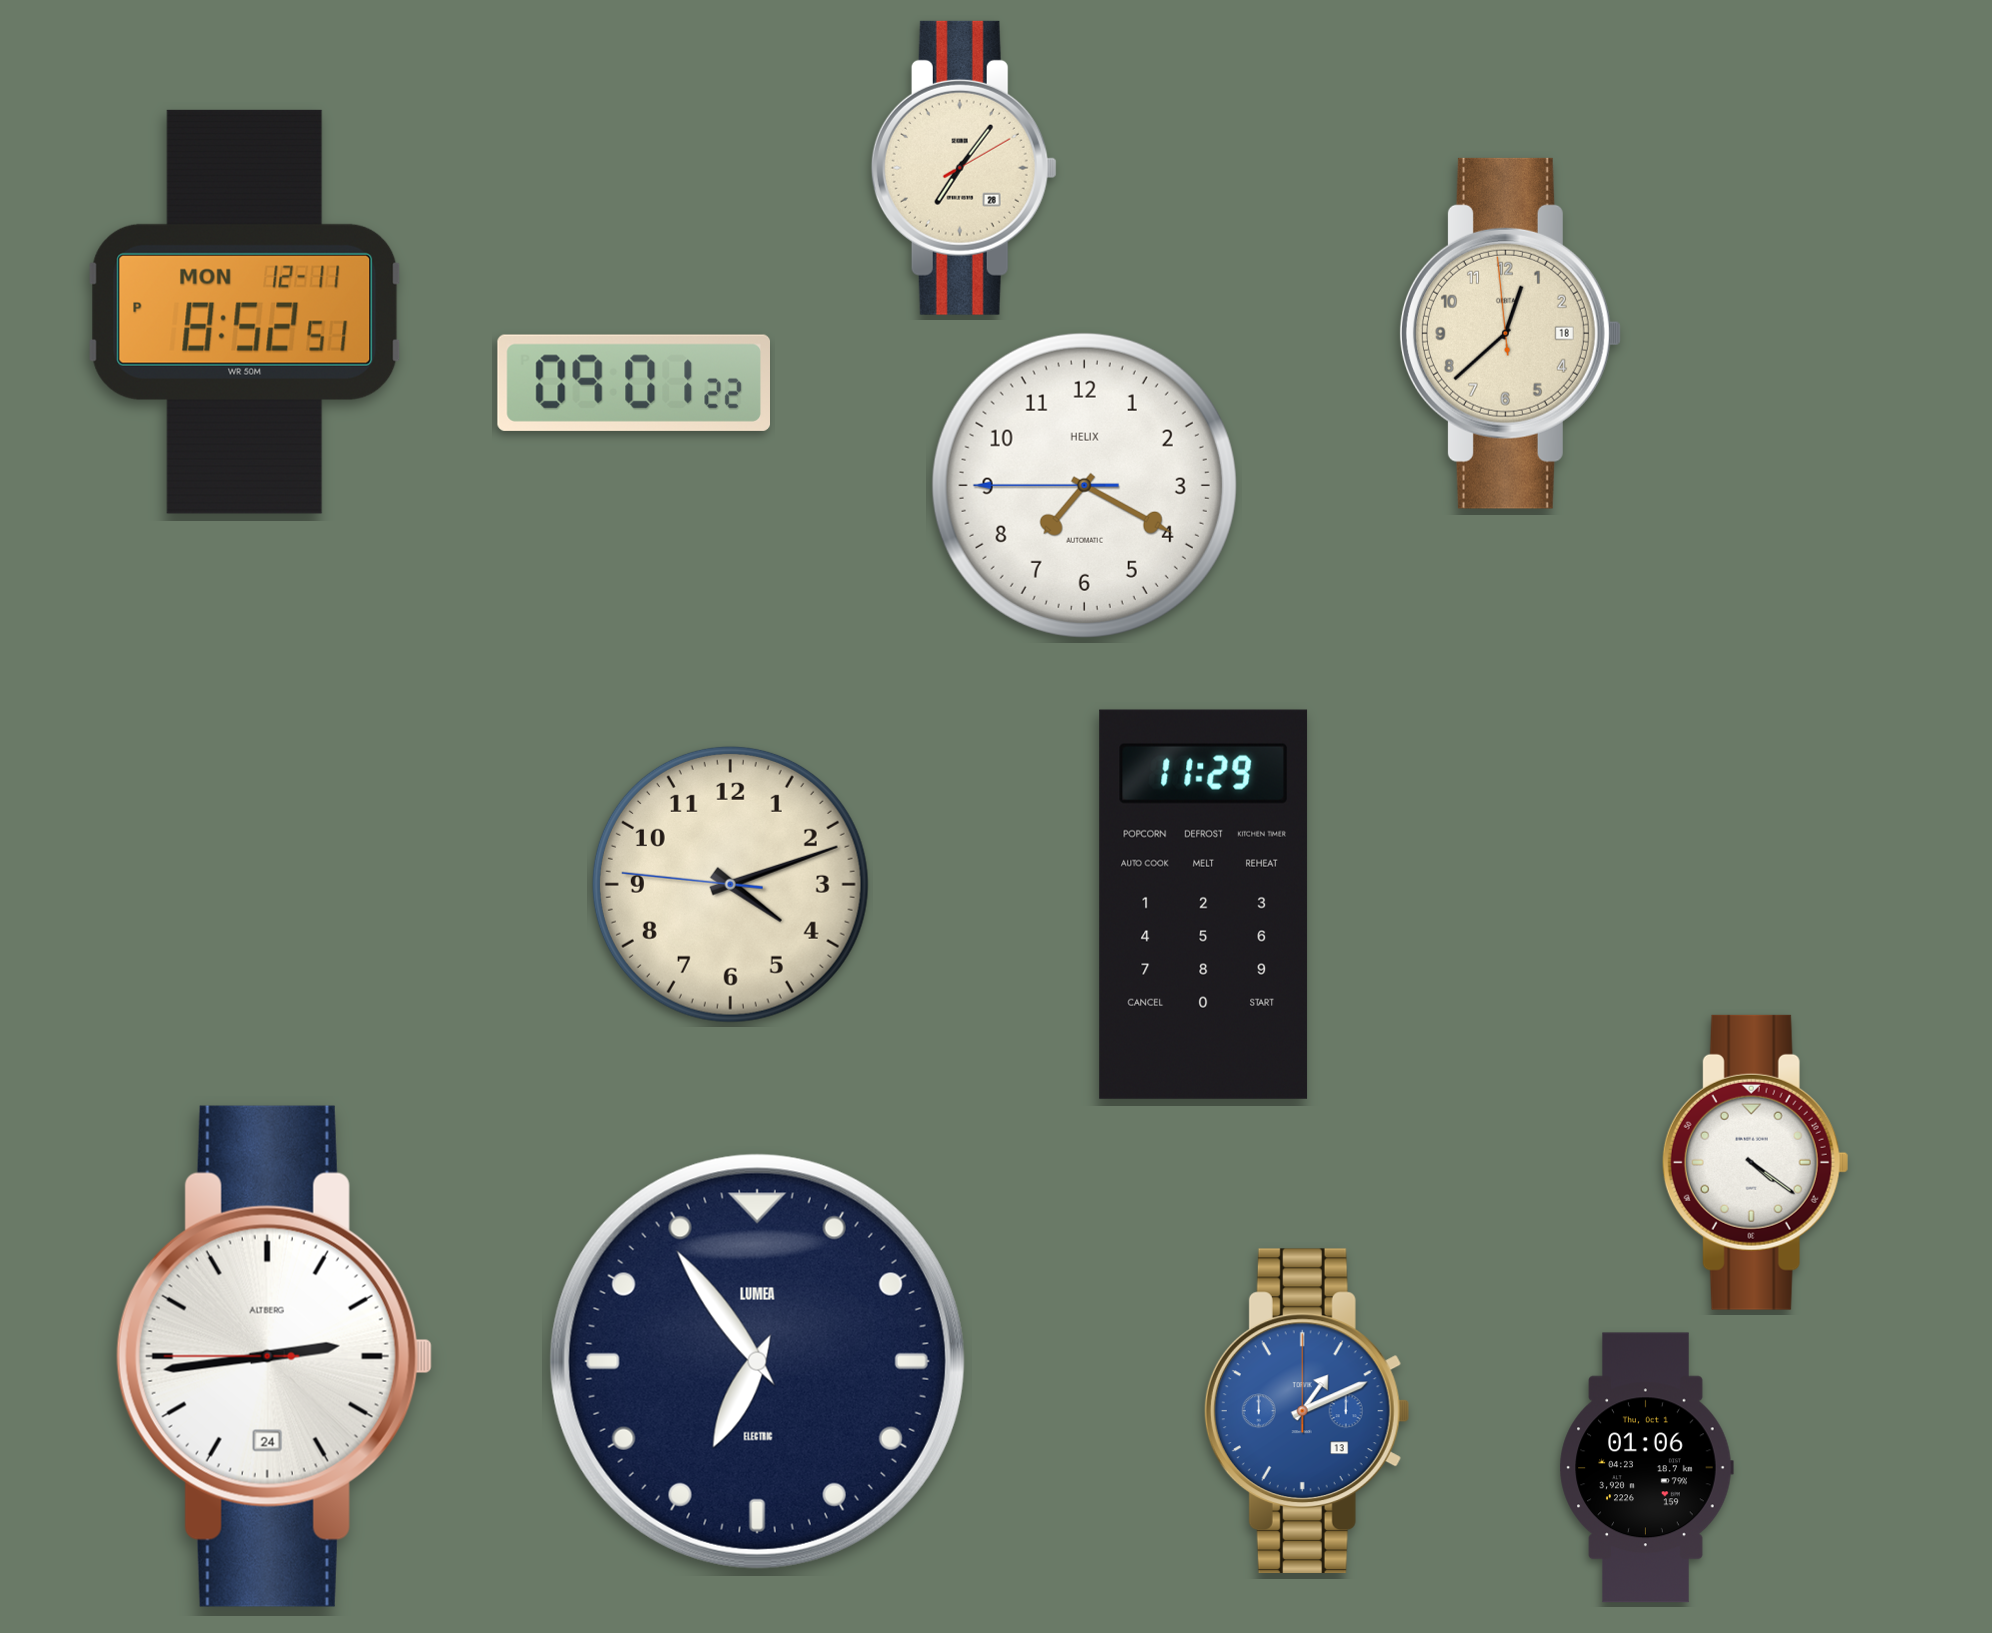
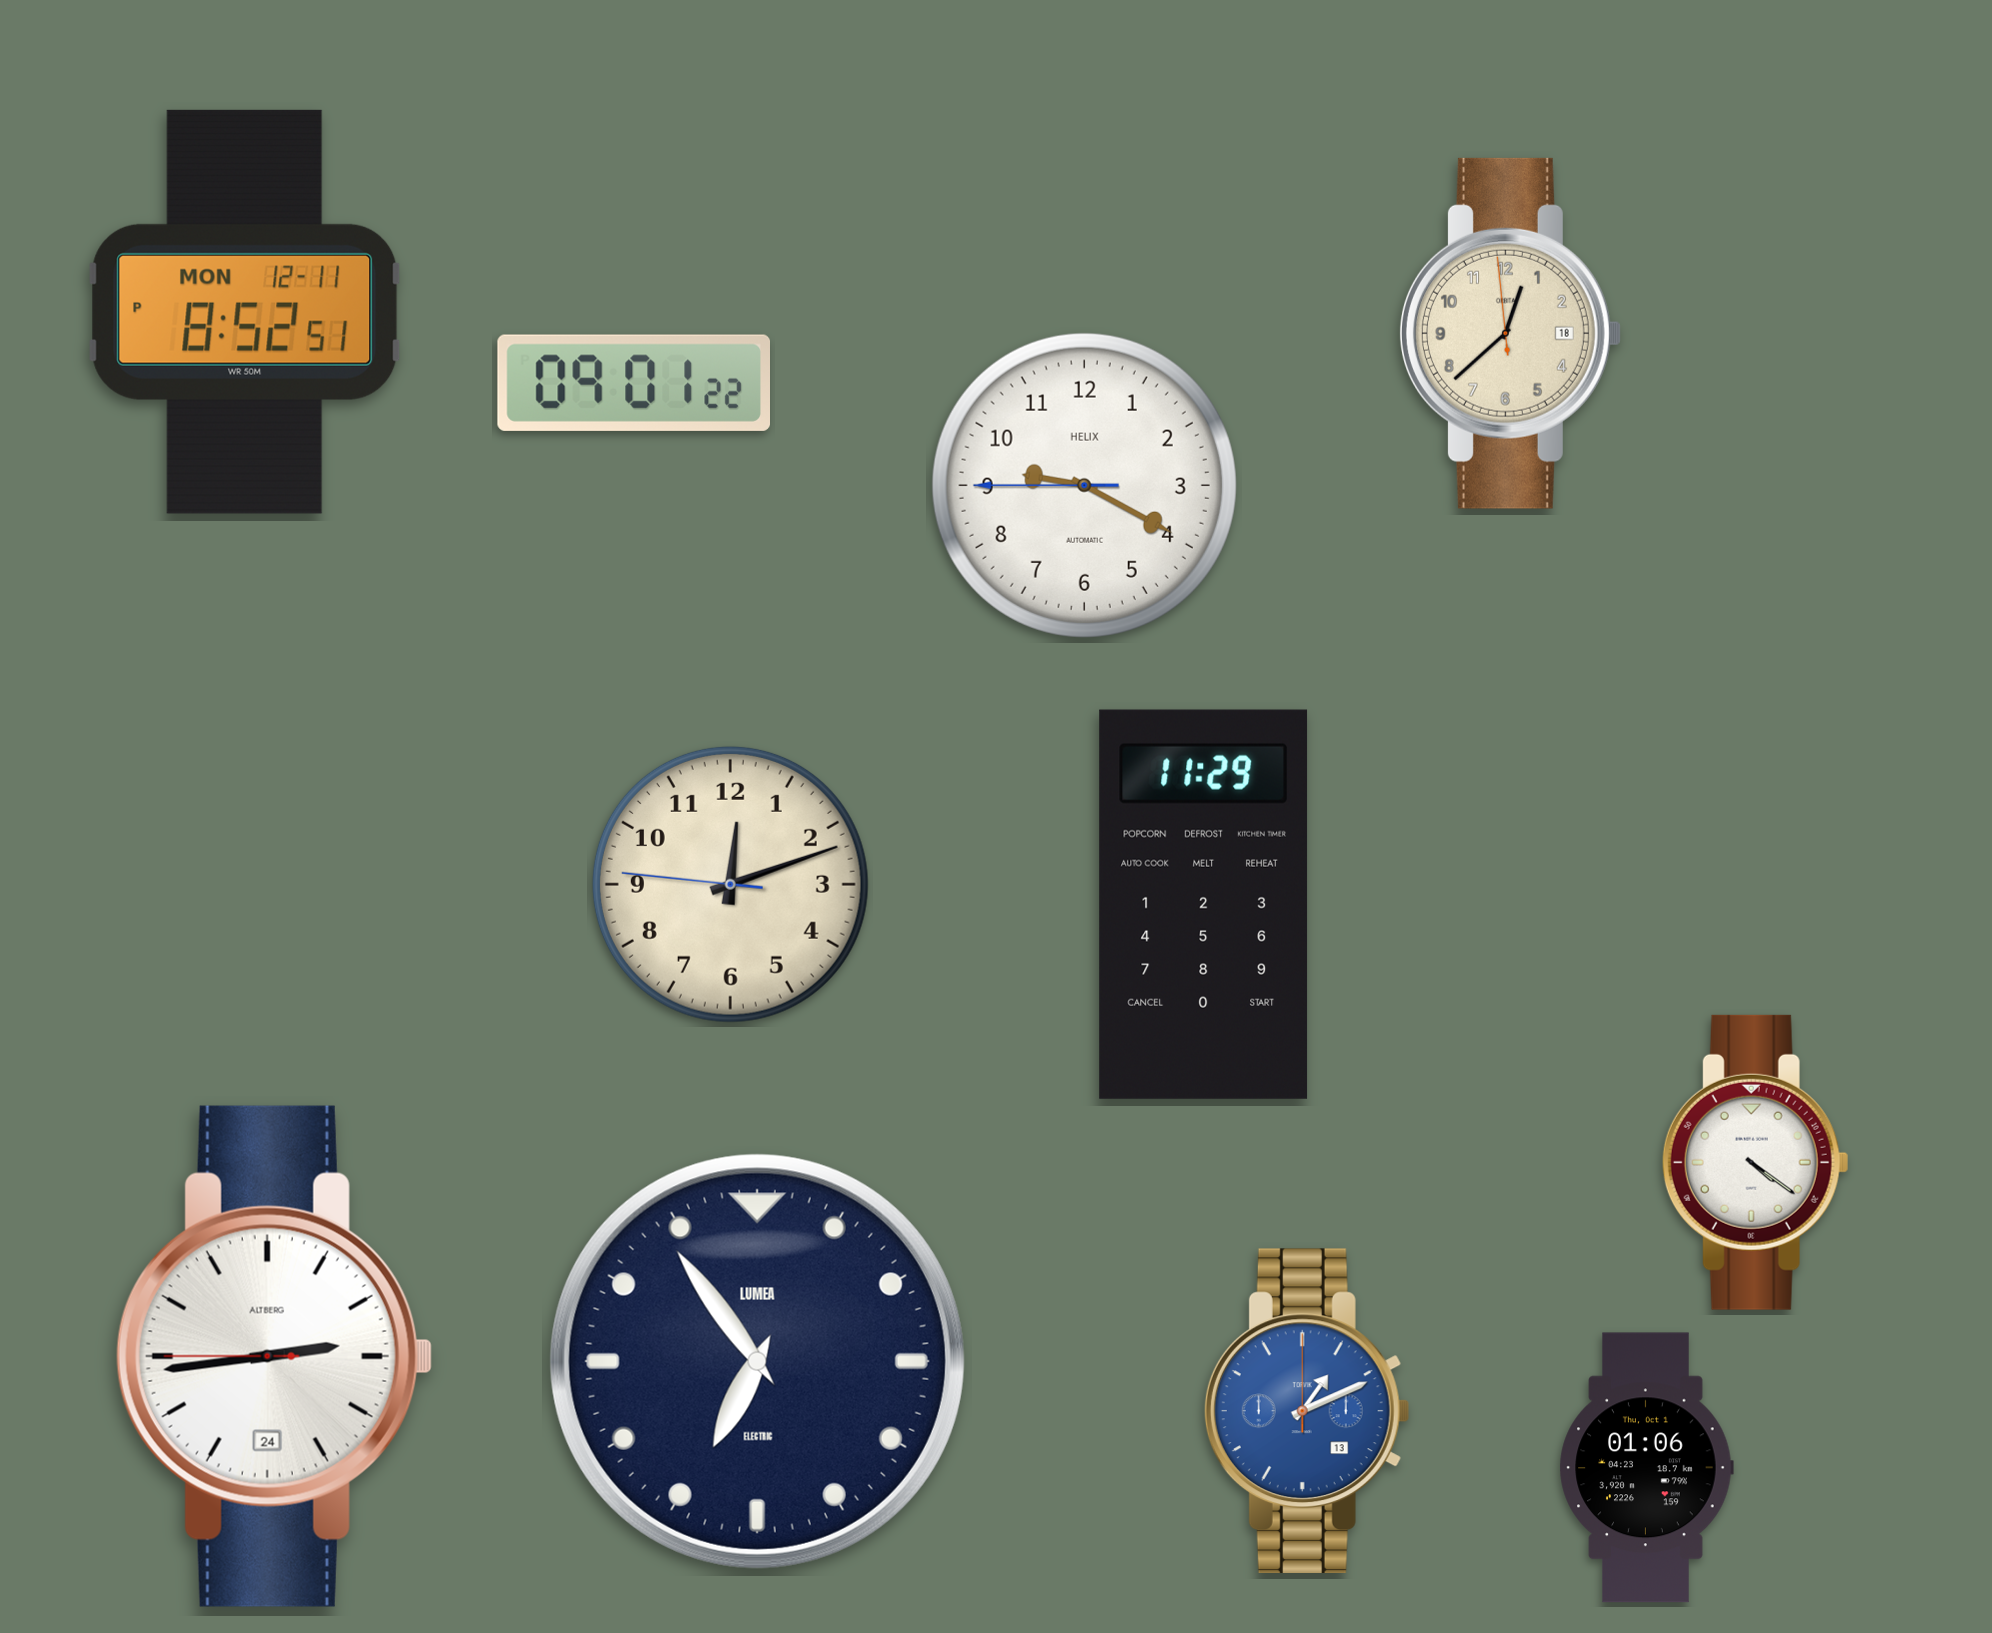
clock at (964, 168): 7:06 -> none
clock at (1084, 485): 7:19 -> 9:19
clock at (730, 884): 4:11 -> 12:11
